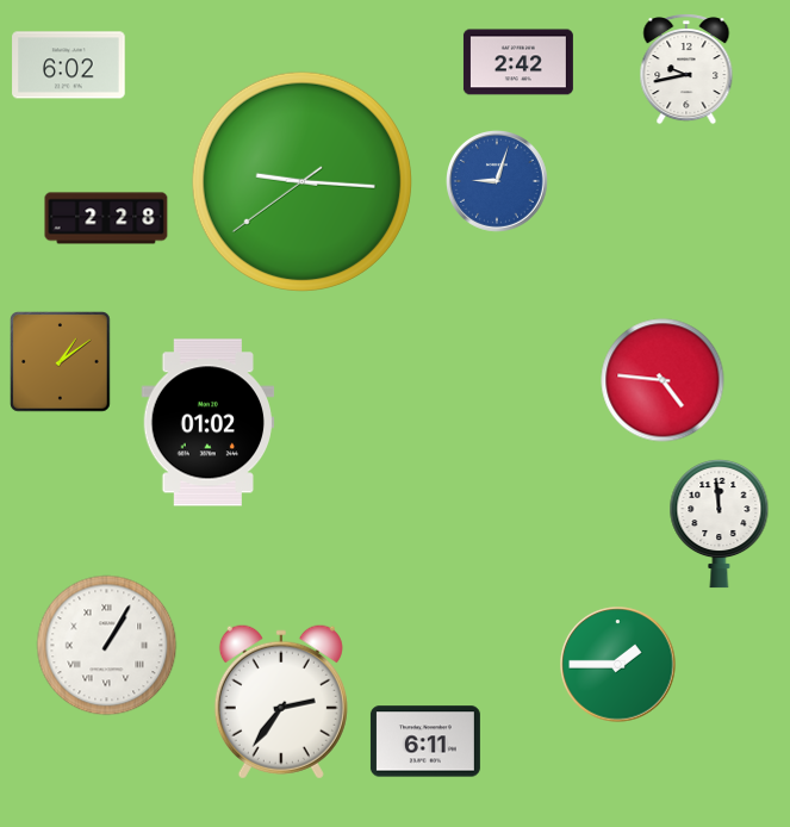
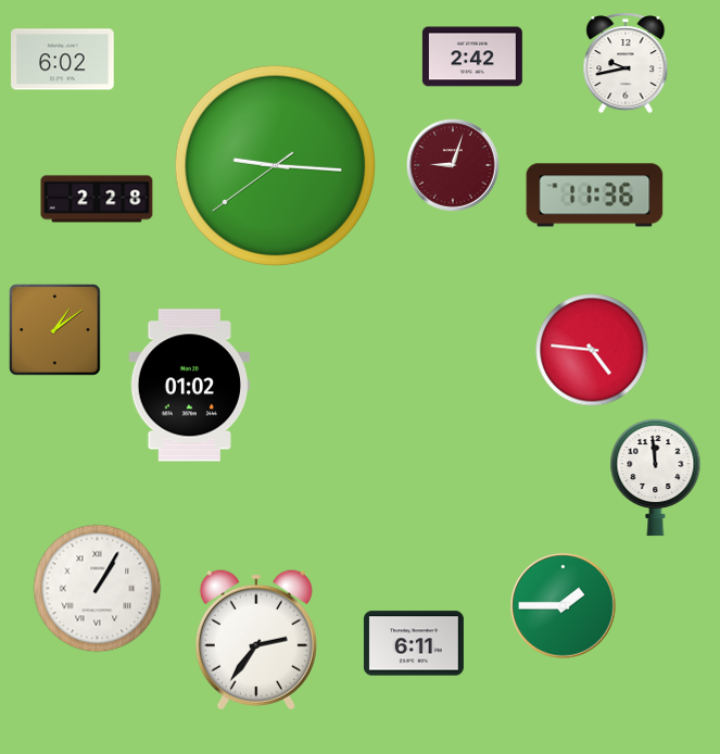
clock at (498, 182) dial: blue -> burgundy
clock at (595, 196): none -> 11:36
clock at (663, 380) position: (663, 380) -> (592, 350)
clock at (425, 741) position: (425, 741) -> (414, 643)
